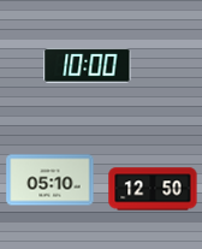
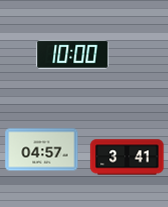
clock at (50, 180): 05:10 -> 04:57
clock at (153, 189): 12:50 -> 3:41
